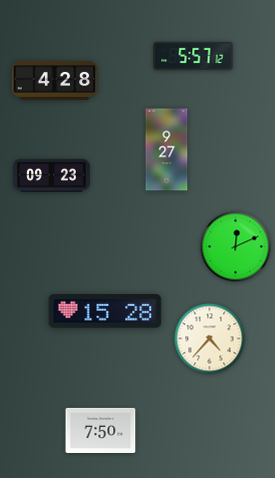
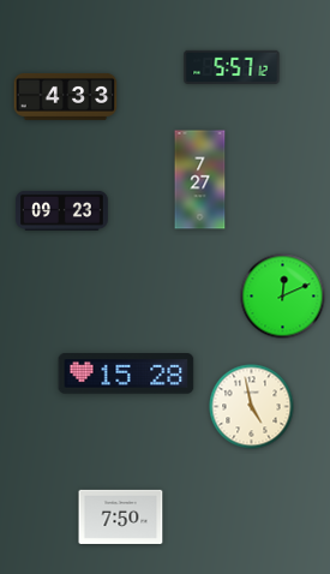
clock at (55, 80): 4:28 -> 4:33
clock at (167, 150): 9:27 -> 7:27
clock at (210, 339): 4:37 -> 4:58
